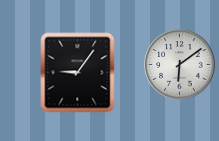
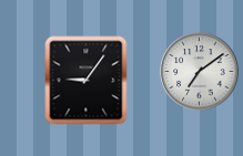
clock at (180, 65): 6:09 -> 7:09
